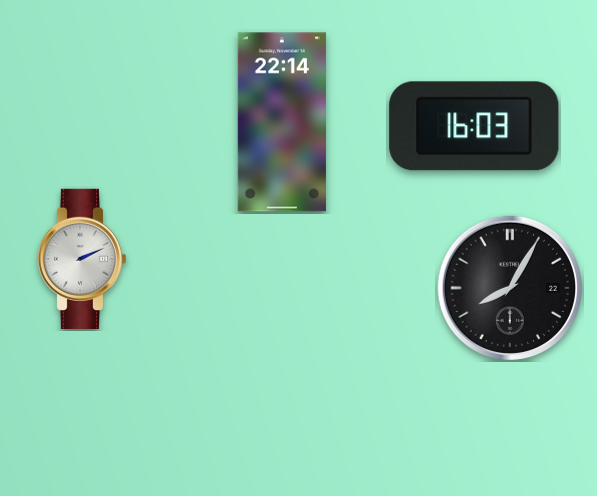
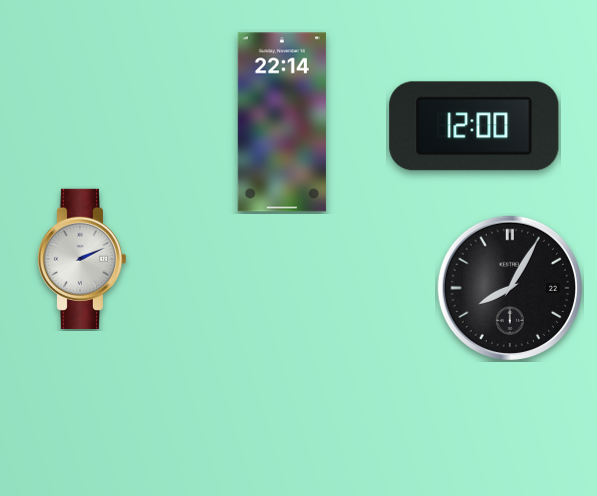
clock at (474, 126): 16:03 -> 12:00
